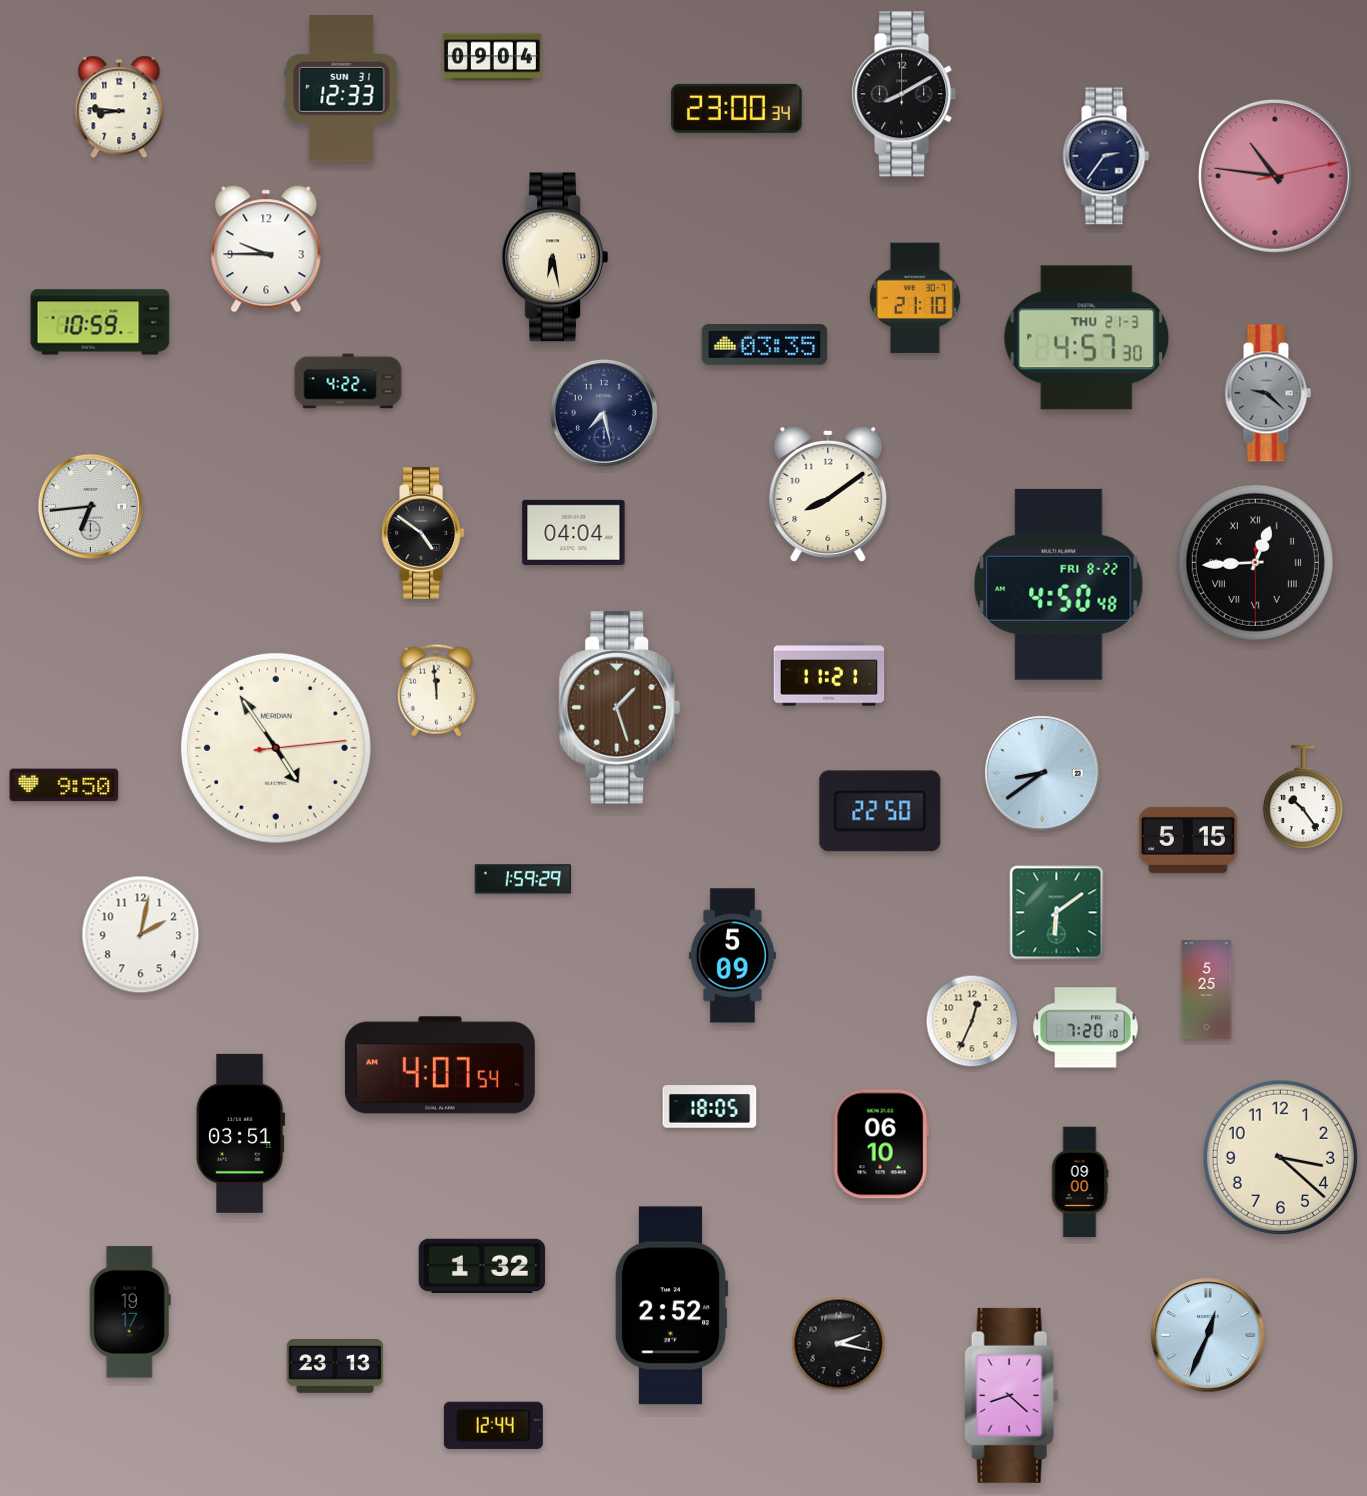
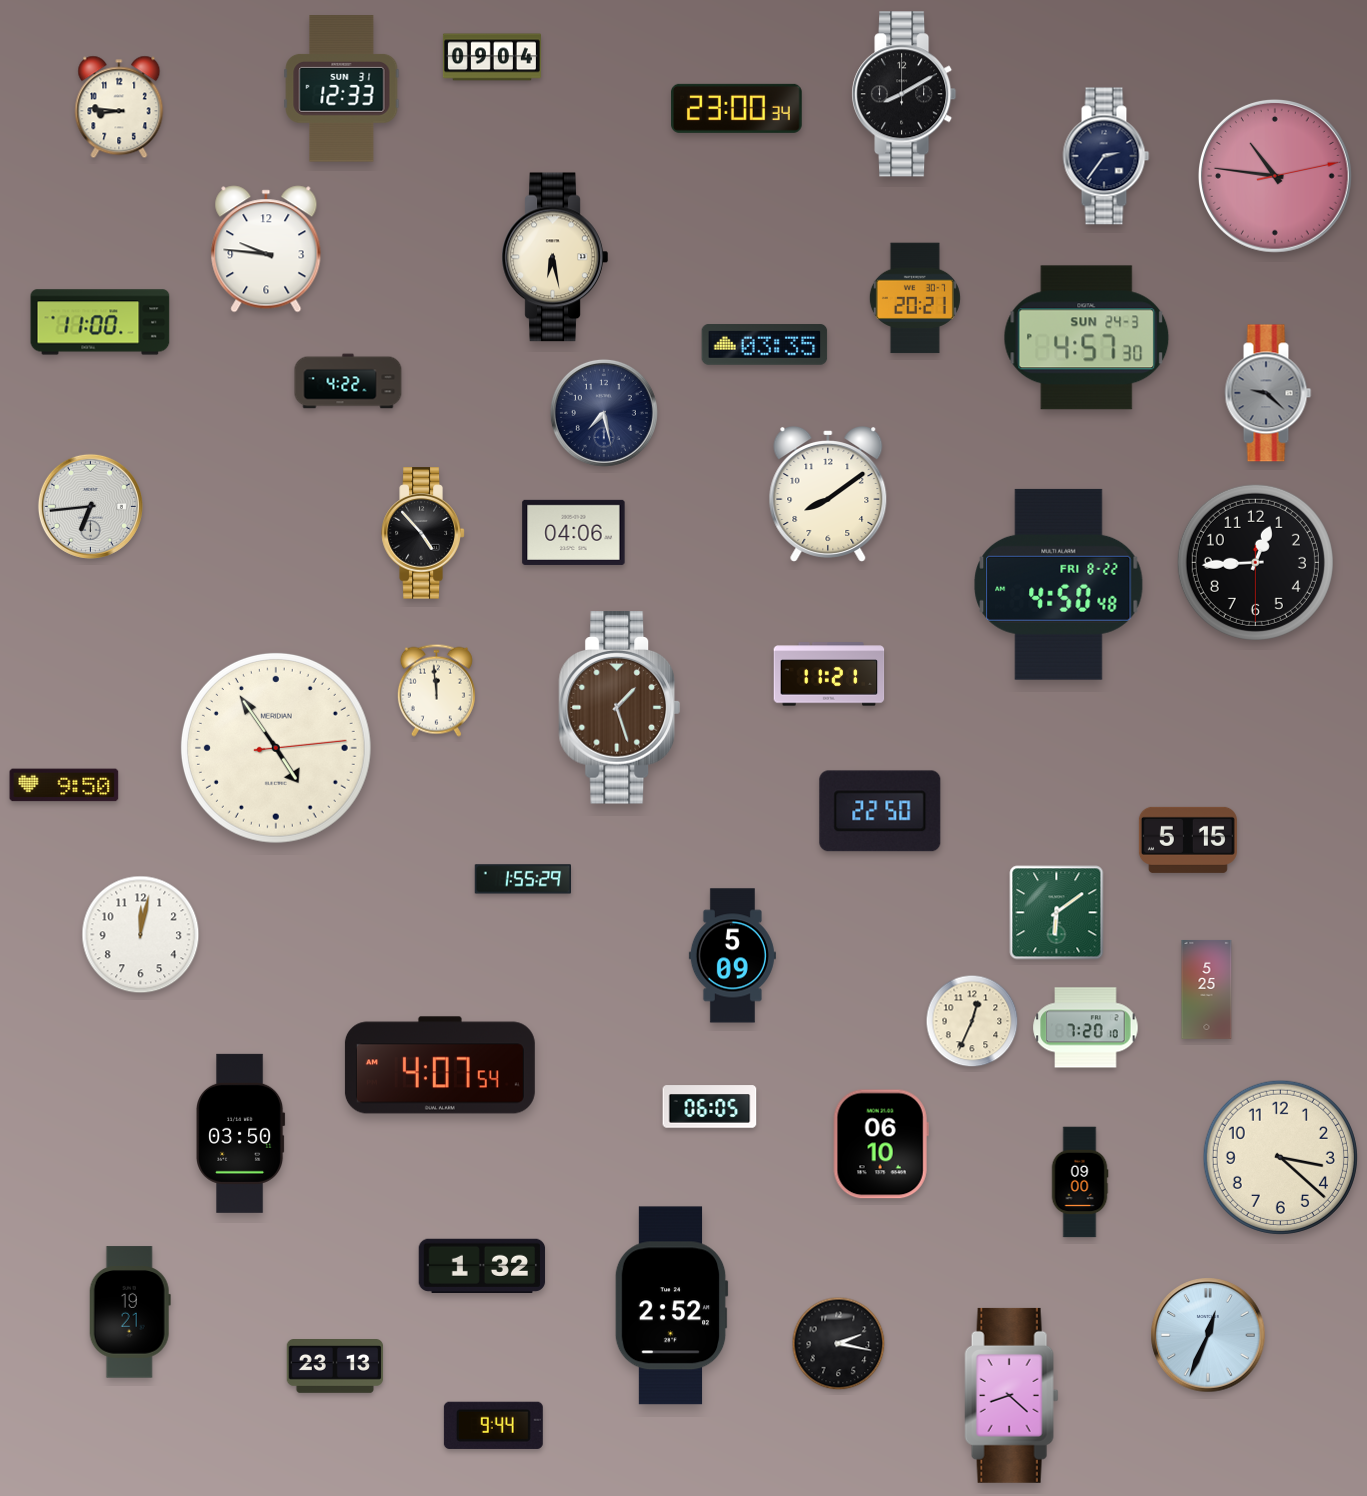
clock at (266, 249): 9:45 -> 9:46
clock at (915, 298): 21:10 -> 20:21
clock at (100, 322): 10:59 -> 11:00
clock at (1087, 338) date: THU 21-3 -> SUN 24-3
clock at (574, 532): 04:04 -> 04:06
clock at (423, 533): 4:51 -> 4:53
clock at (1255, 562) numerals: Roman -> Arabic
clock at (1042, 773): 8:39 -> none
clock at (1303, 797): 10:24 -> none
clock at (523, 879): 1:59 -> 1:55
clock at (141, 935): 2:02 -> 12:02
clock at (710, 1107): 18:05 -> 06:05
clock at (241, 1133): 03:51 -> 03:50
clock at (130, 1312): 19:17 -> 19:21
clock at (493, 1425): 12:44 -> 9:44
